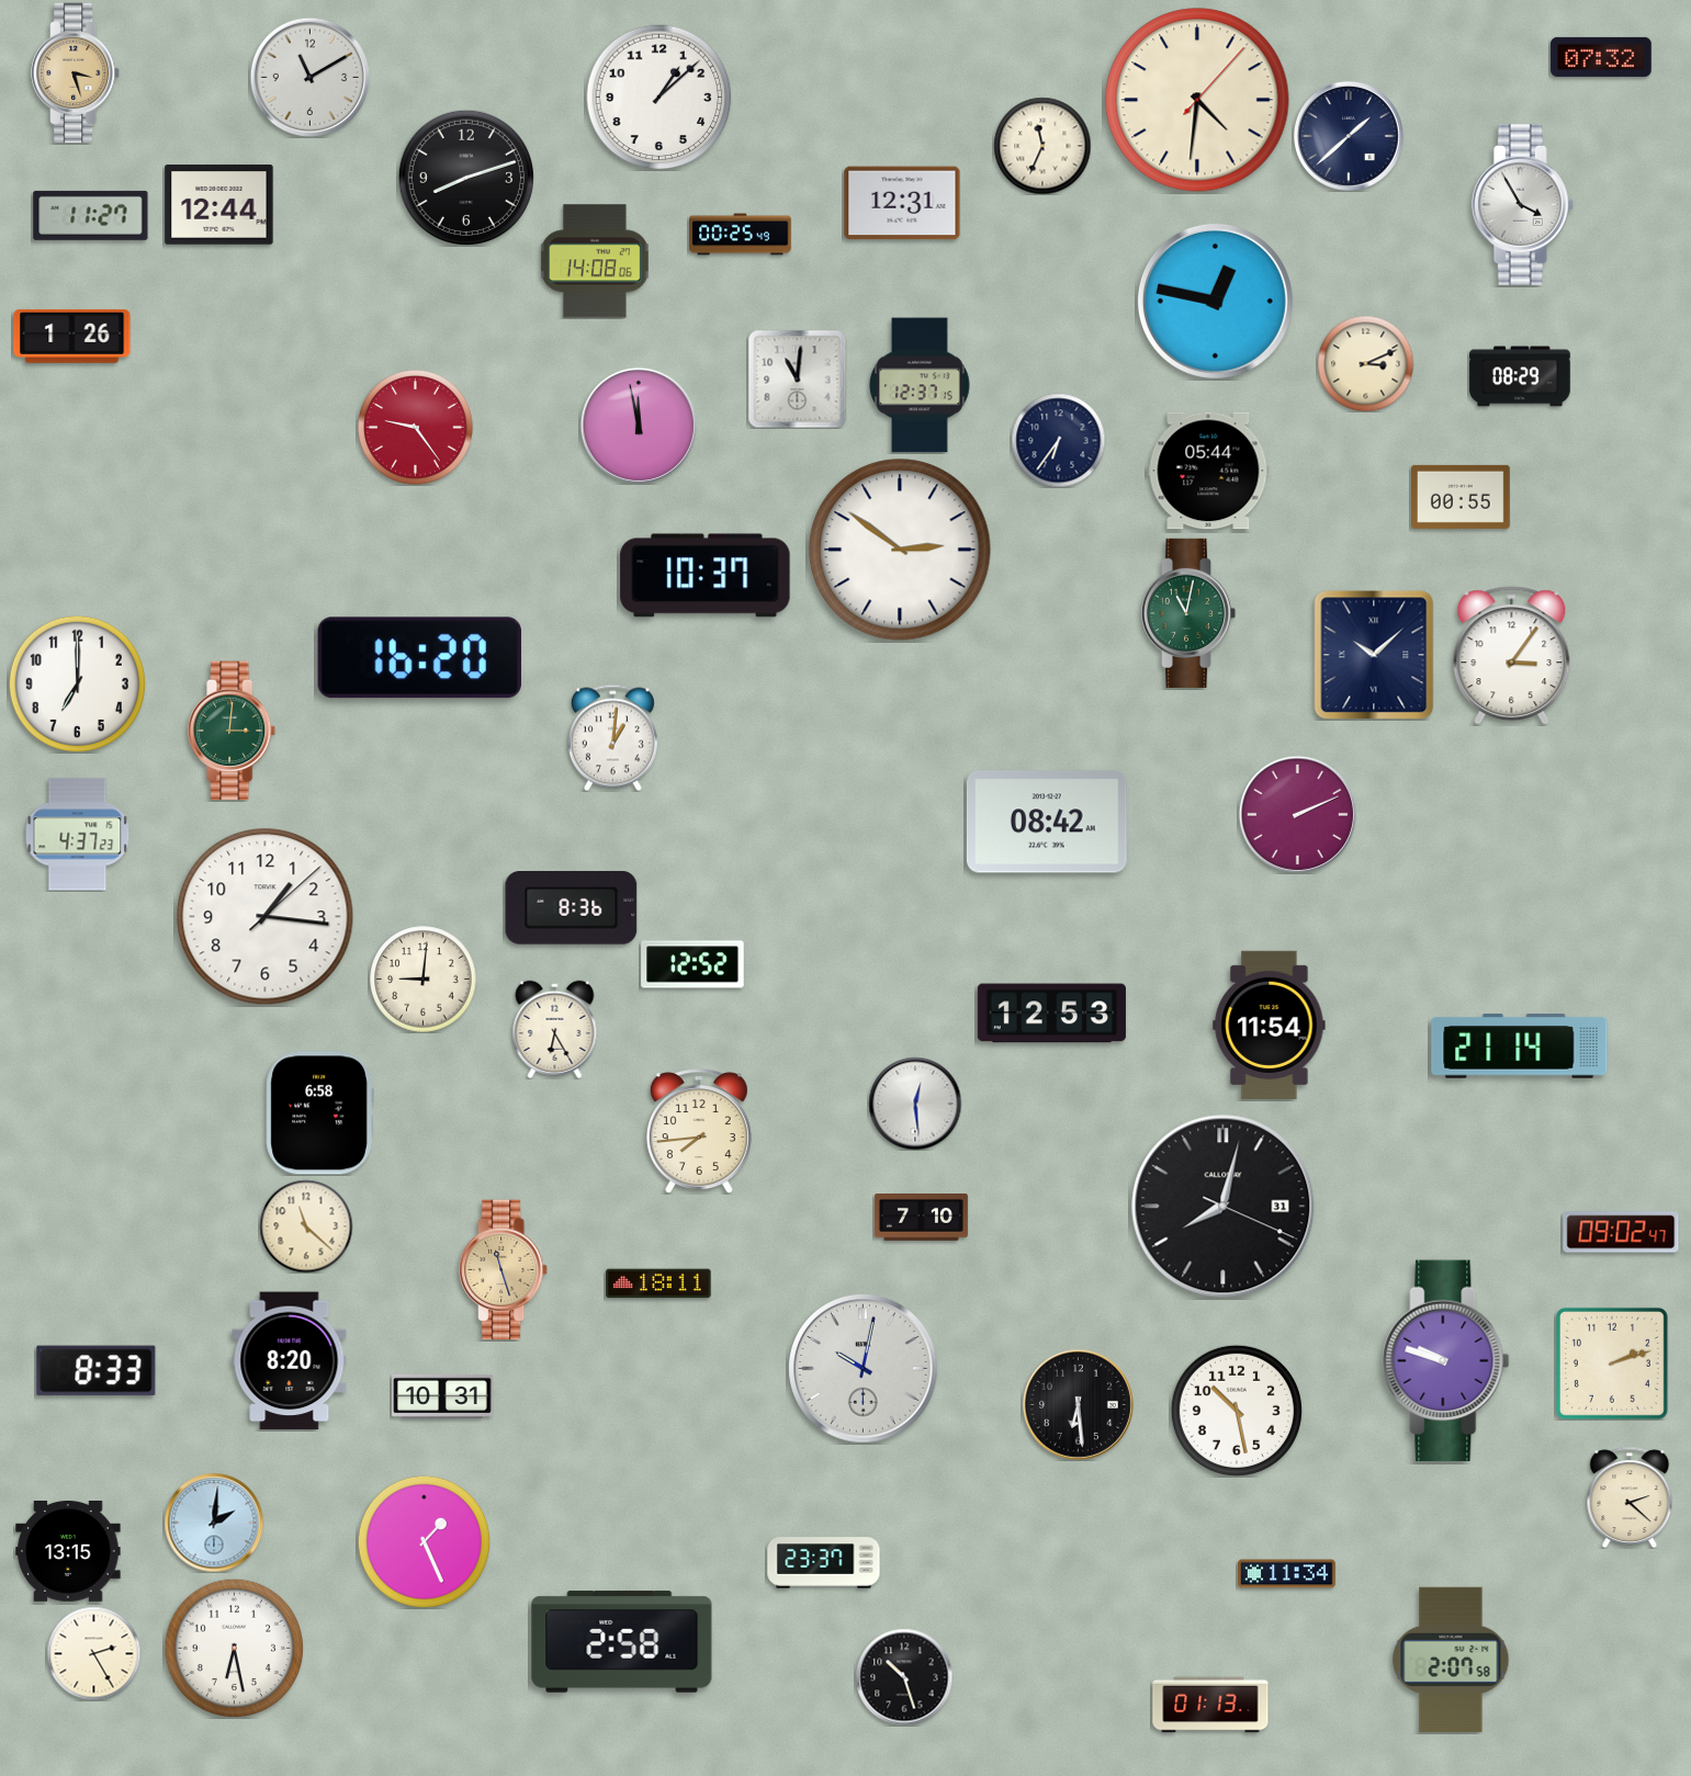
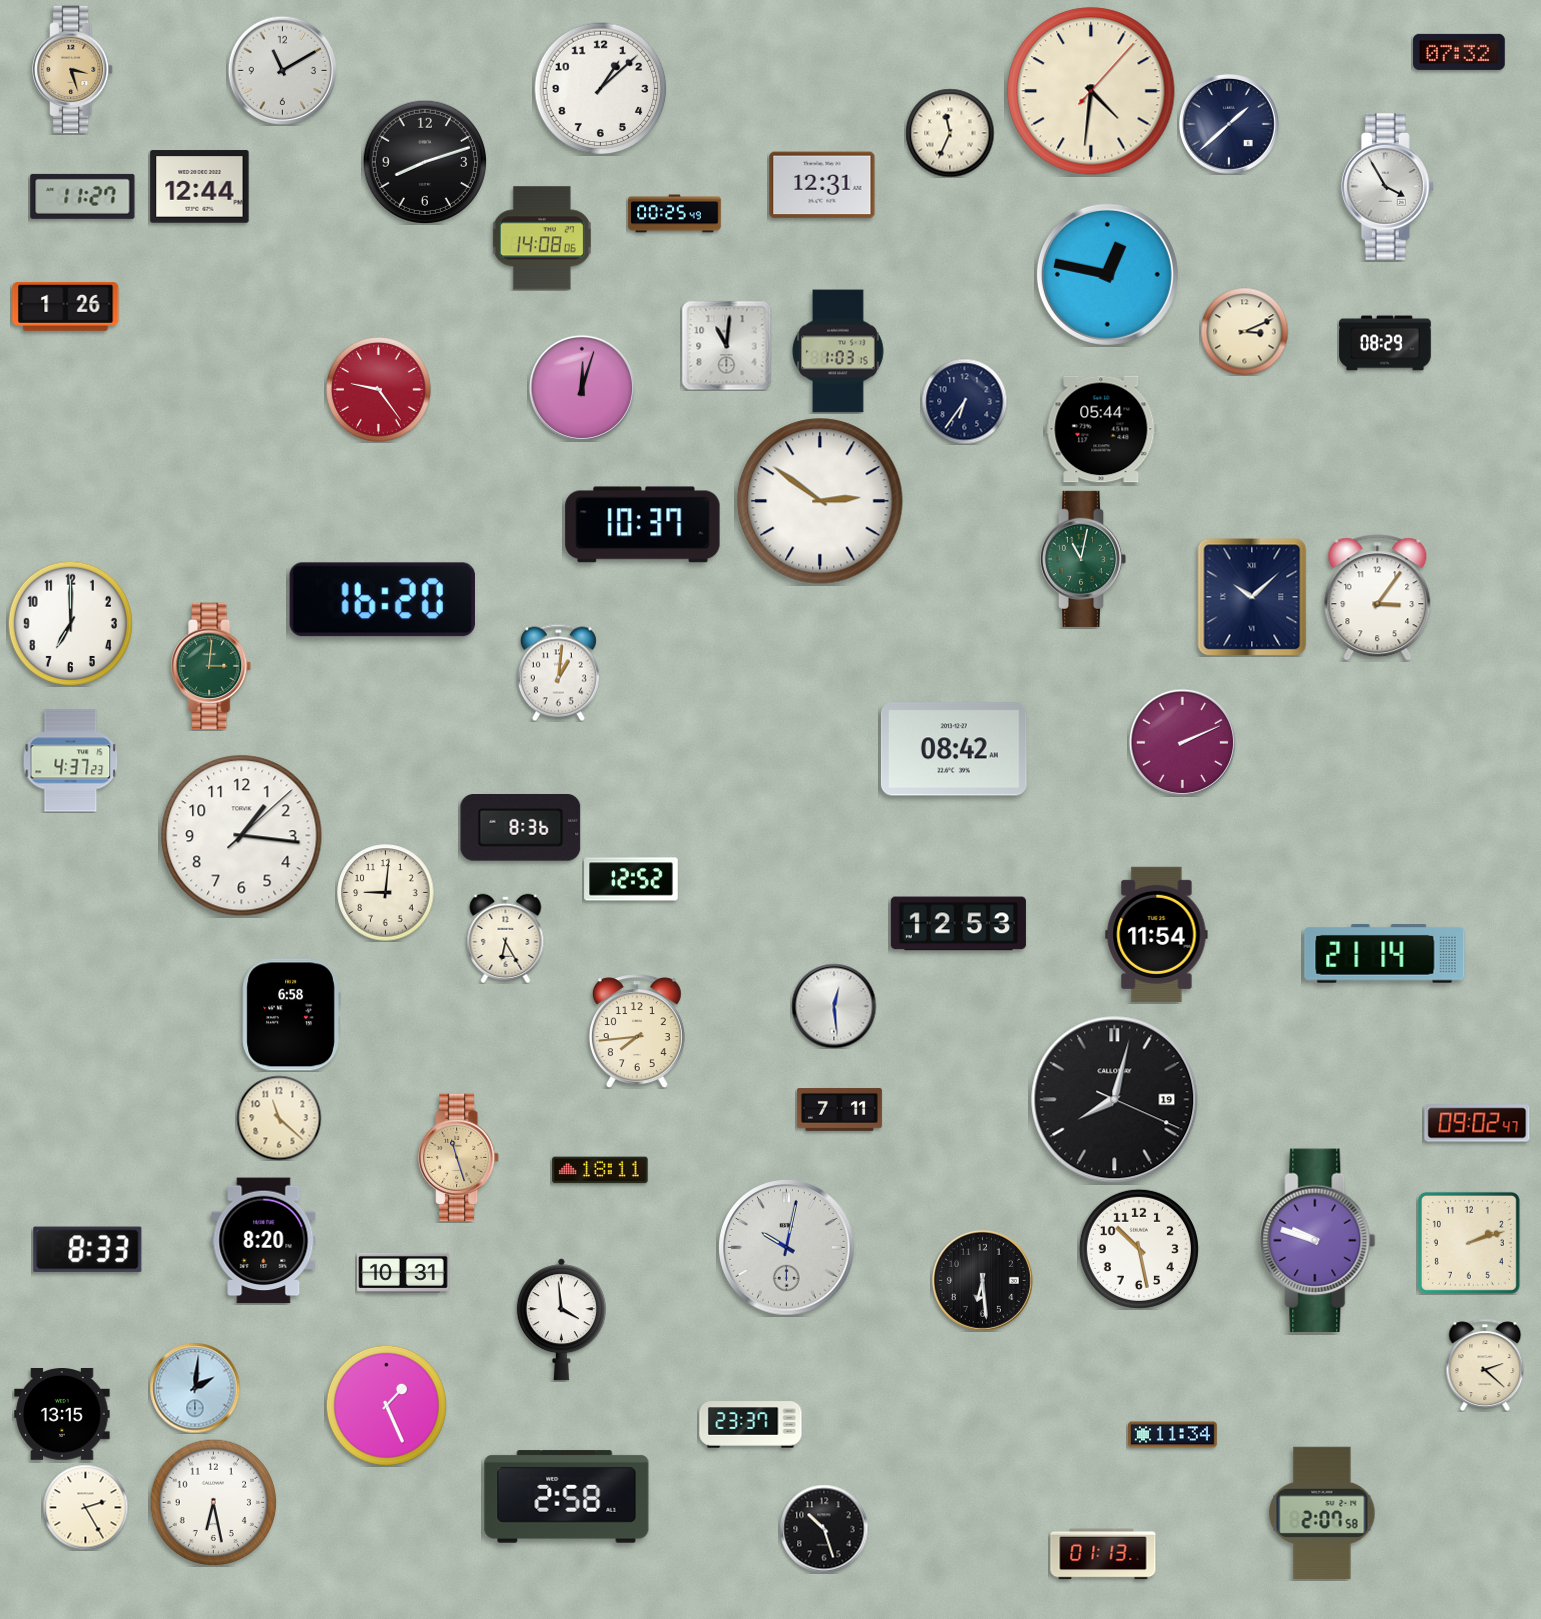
clock at (77, 73) position: (77, 73) -> (74, 70)
clock at (920, 385): 12:37 -> 1:03
clock at (639, 426): 11:58 -> 12:03
clock at (1462, 497): 00:55 -> none
clock at (1224, 1207) date: 31 -> 19
clock at (921, 1218): 7:10 -> 7:11
clock at (1237, 1411) position: (1237, 1411) -> (1139, 1249)
clock at (561, 1320): none -> 3:59
